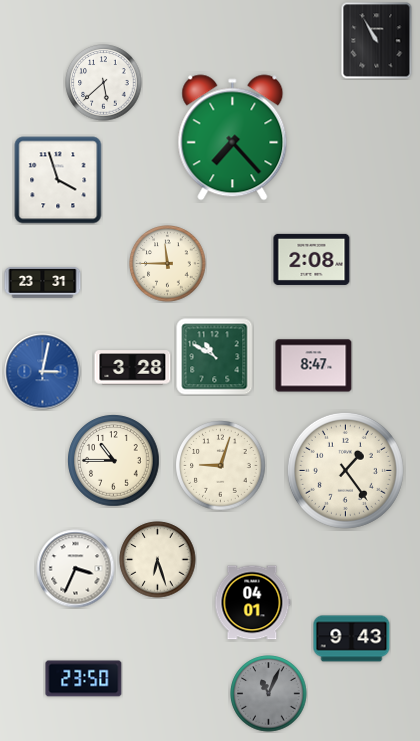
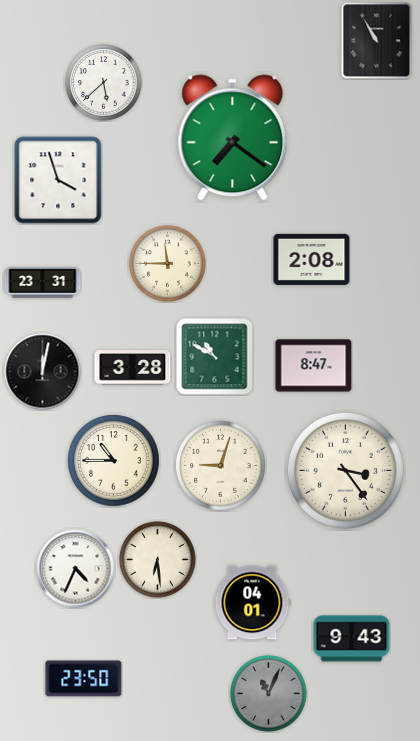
clock at (233, 138): 7:23 -> 7:21
clock at (43, 372): 3:02 -> 12:02
clock at (43, 372) dial: blue -> black
clock at (345, 470): 1:24 -> 3:24
clock at (158, 560): 6:27 -> 6:29
clock at (76, 569): 3:34 -> 4:34
